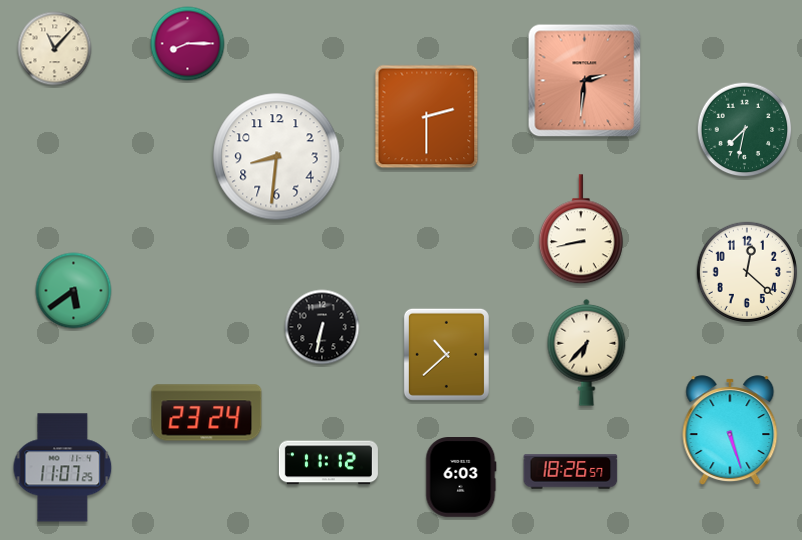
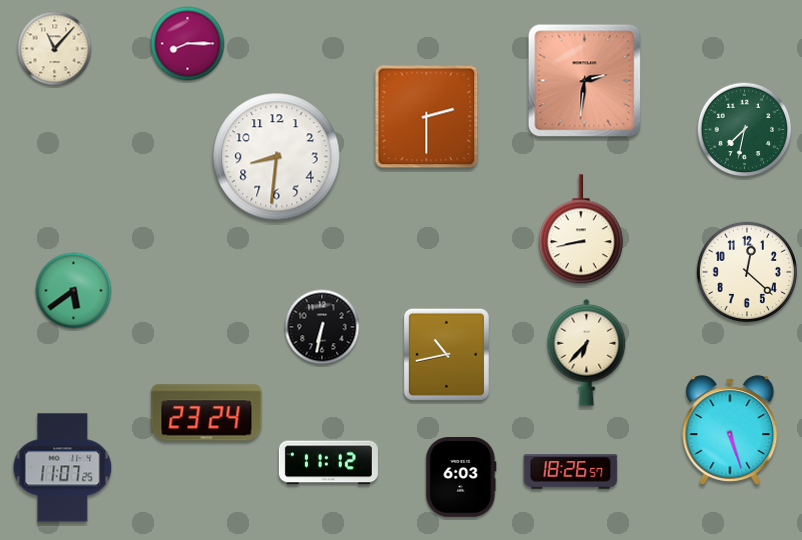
clock at (446, 354): 10:38 -> 10:43
